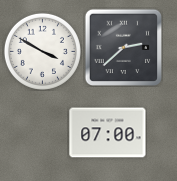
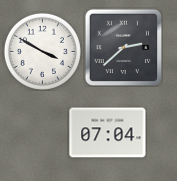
clock at (108, 133): 07:00 -> 07:04
